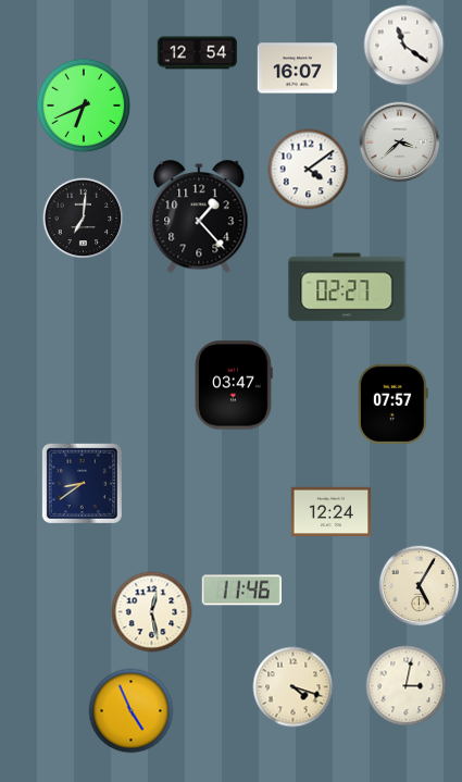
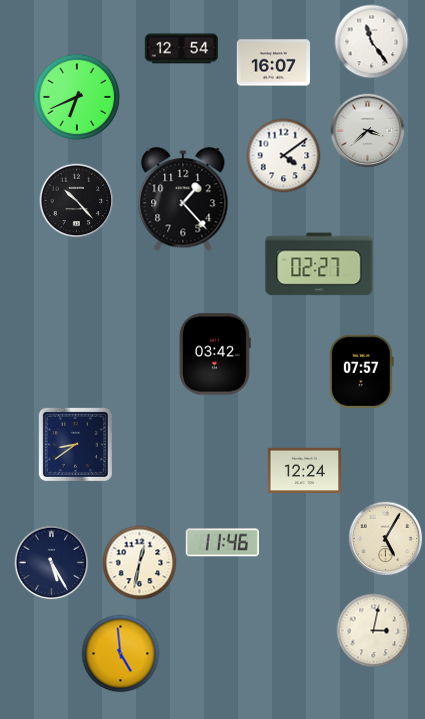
clock at (404, 46): 11:21 -> 11:24
clock at (84, 219): 7:01 -> 10:23
clock at (234, 385): 03:47 -> 03:42
clock at (52, 563): none -> 5:25
clock at (152, 612): 12:28 -> 12:32
clock at (294, 687): 4:18 -> none
clock at (132, 711): 4:56 -> 4:59
